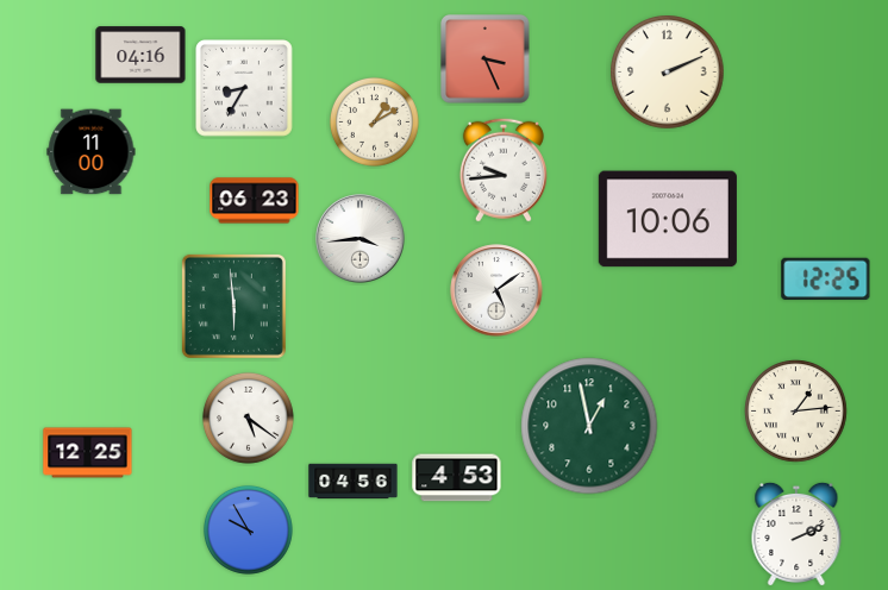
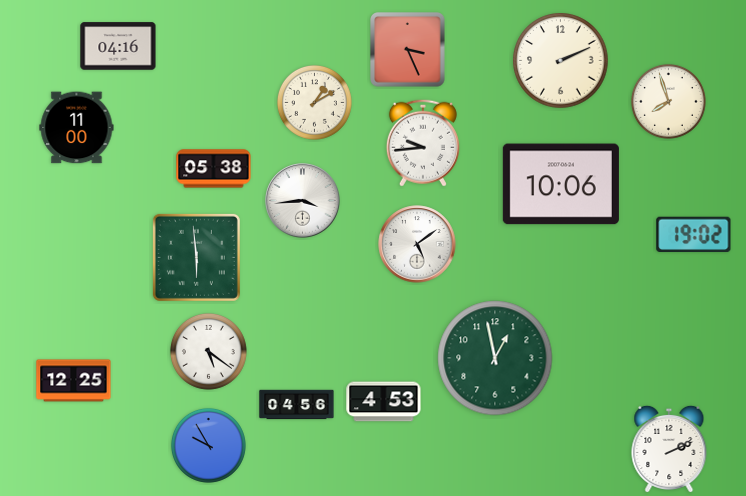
clock at (245, 89): 8:35 -> none
clock at (668, 101): none -> 7:57
clock at (255, 201): 06:23 -> 05:38
clock at (826, 280): 12:25 -> 19:02
clock at (796, 412): 1:14 -> none
